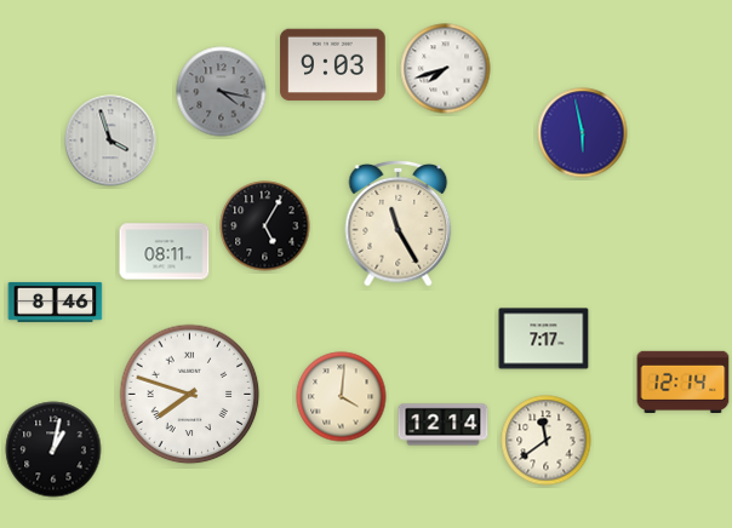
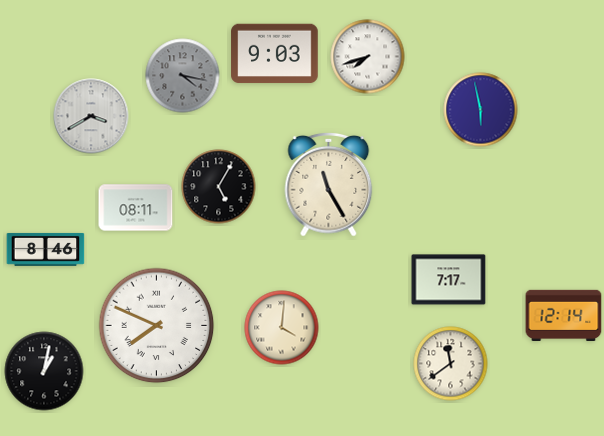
clock at (110, 140): 3:57 -> 3:40
clock at (190, 395): 7:48 -> 7:49
clock at (444, 425): 12:14 -> none
